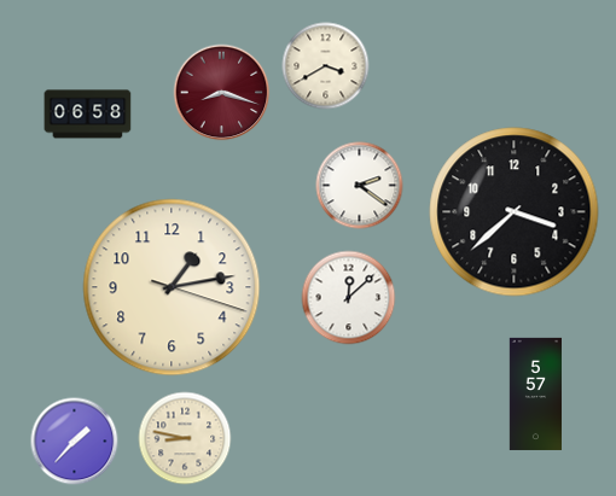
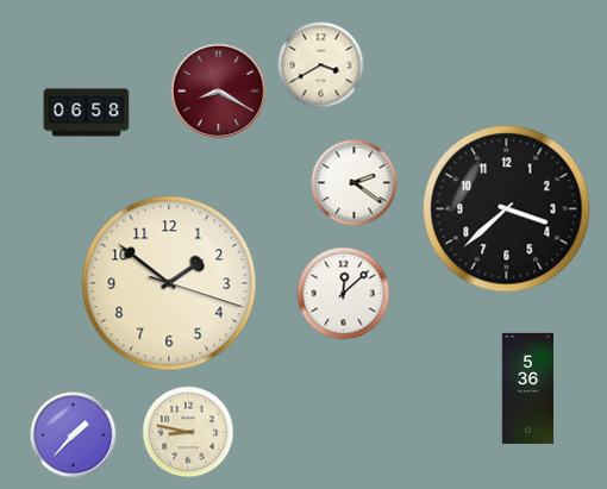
clock at (222, 93): 8:18 -> 8:20
clock at (172, 287): 1:13 -> 1:51
clock at (535, 393): 5:57 -> 5:36
clock at (185, 438) position: (185, 438) -> (188, 432)
